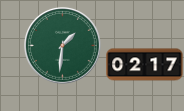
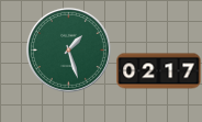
clock at (62, 45): 1:31 -> 1:27
